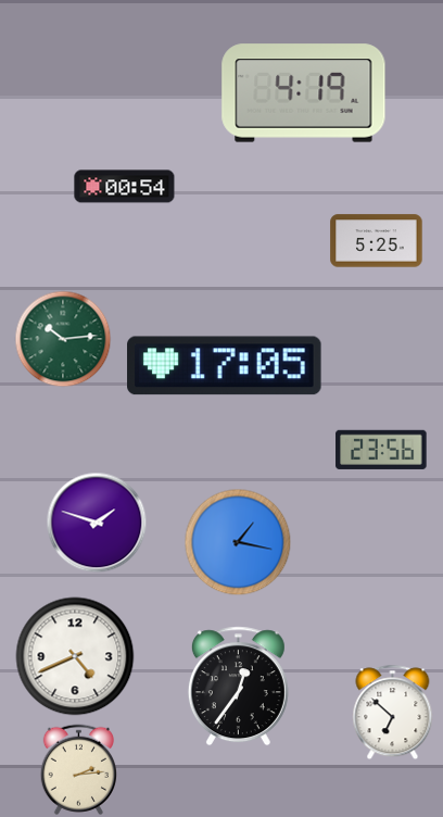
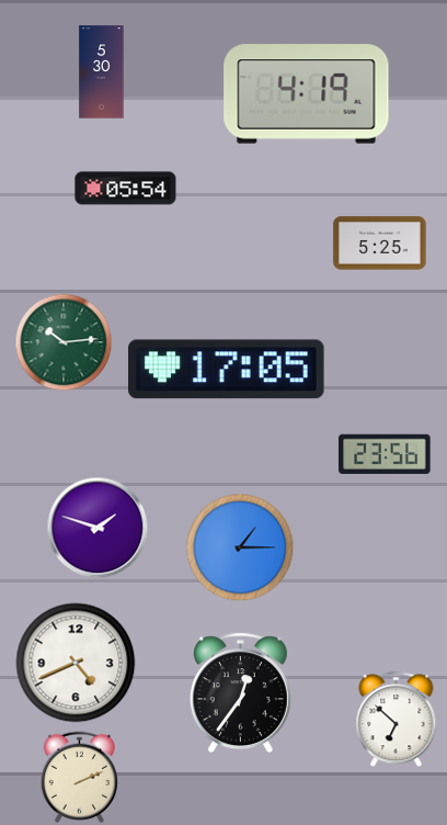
clock at (102, 72): none -> 5:30
clock at (125, 187): 00:54 -> 05:54
clock at (238, 542): 1:17 -> 1:15
clock at (78, 769): 2:14 -> 2:11
